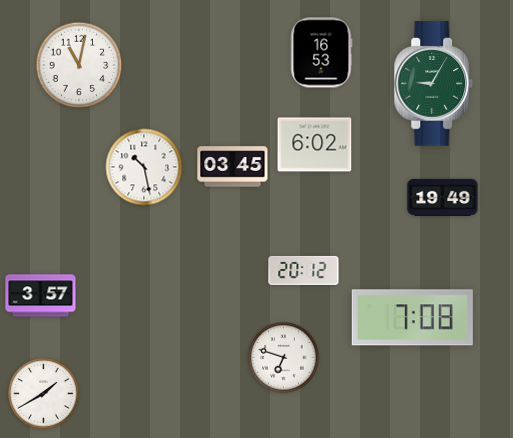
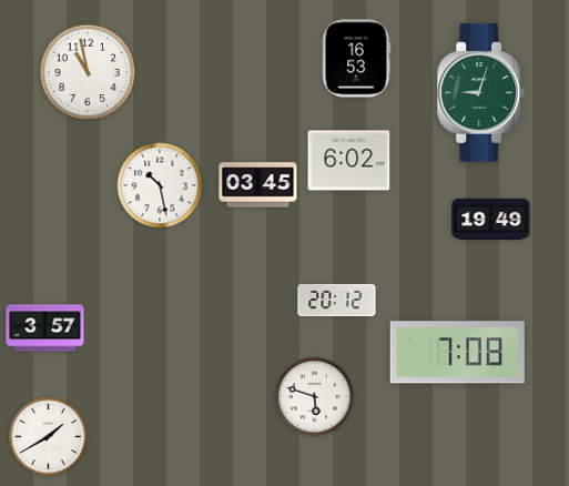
clock at (79, 65): 11:02 -> 10:58
clock at (434, 84): 9:05 -> 9:03
clock at (284, 358): 6:48 -> 5:48
